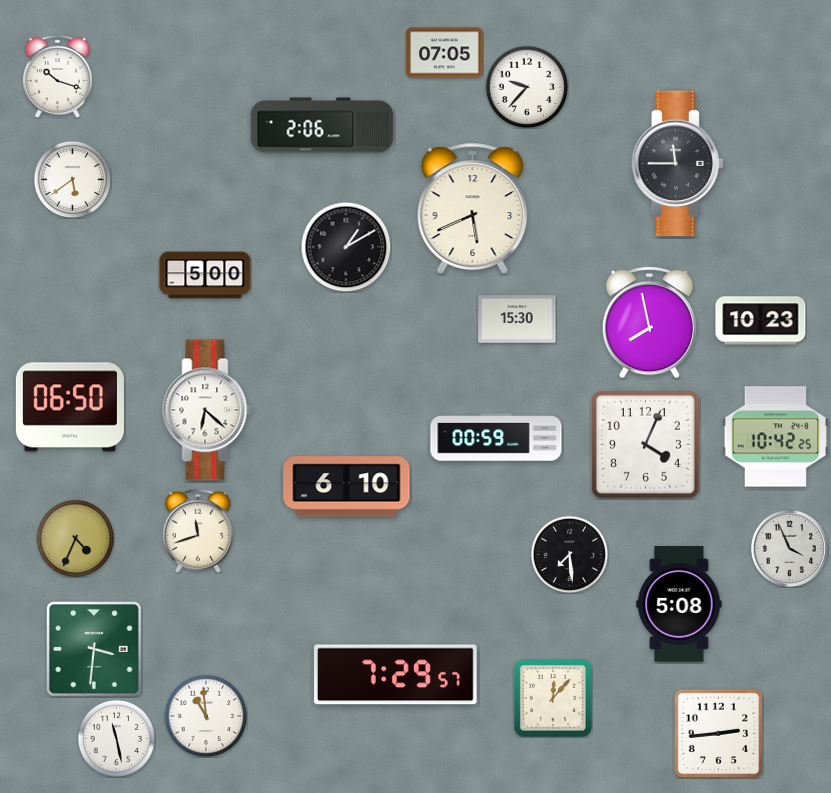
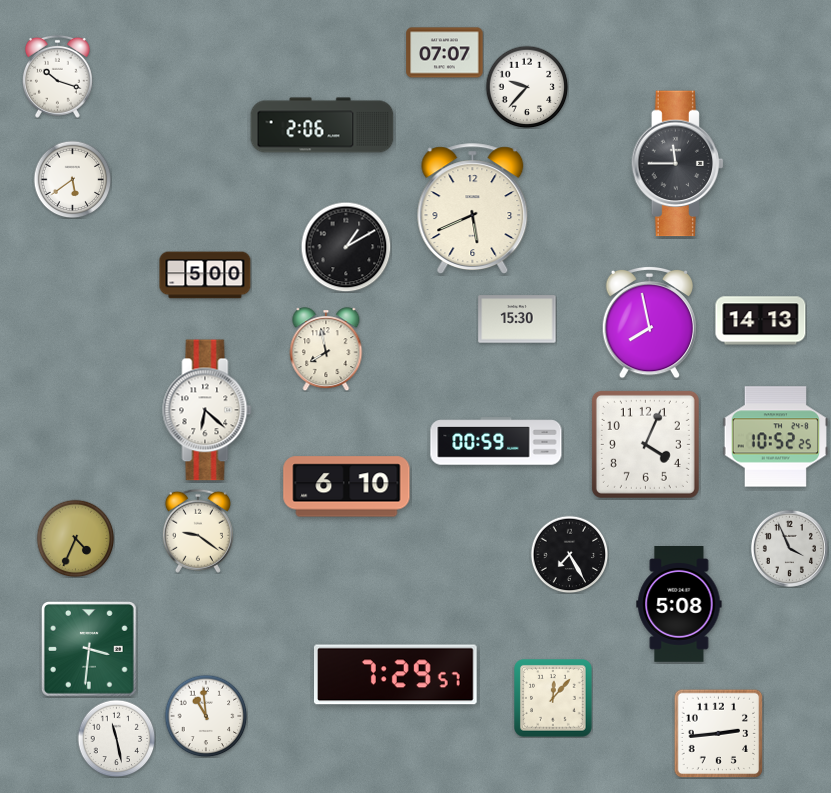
clock at (445, 53): 07:05 -> 07:07
clock at (761, 321): 10:23 -> 14:13
clock at (326, 349): none -> 7:58
clock at (70, 407): 06:50 -> none
clock at (496, 437) position: (496, 437) -> (496, 441)
clock at (776, 437): 10:42 -> 10:52
clock at (198, 531): 11:42 -> 9:21
clock at (569, 554): 7:29 -> 7:25
clock at (95, 650) position: (95, 650) -> (90, 650)
